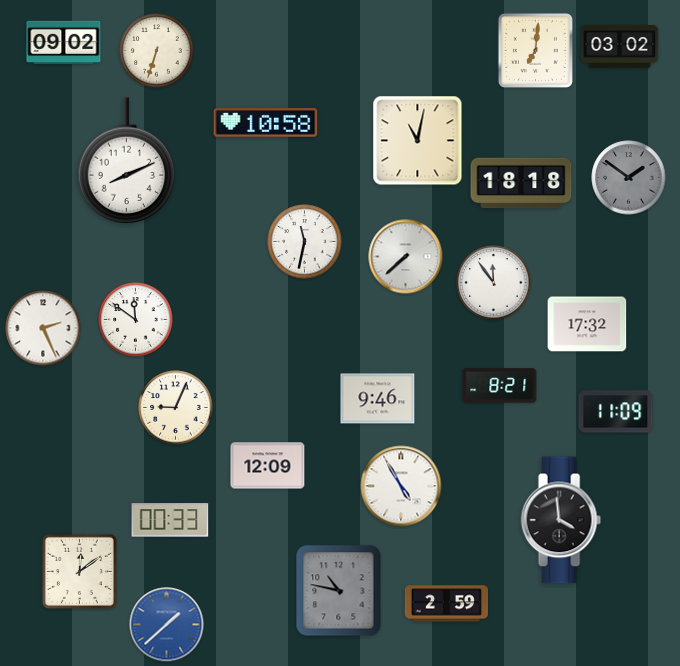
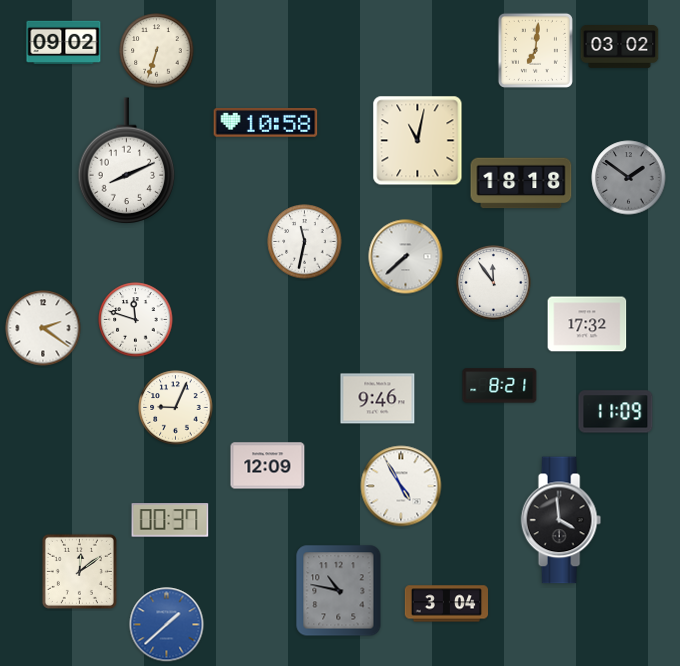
clock at (136, 320): 11:51 -> 11:48
clock at (43, 328): 2:26 -> 2:21
clock at (170, 520): 00:33 -> 00:37
clock at (446, 604): 2:59 -> 3:04
